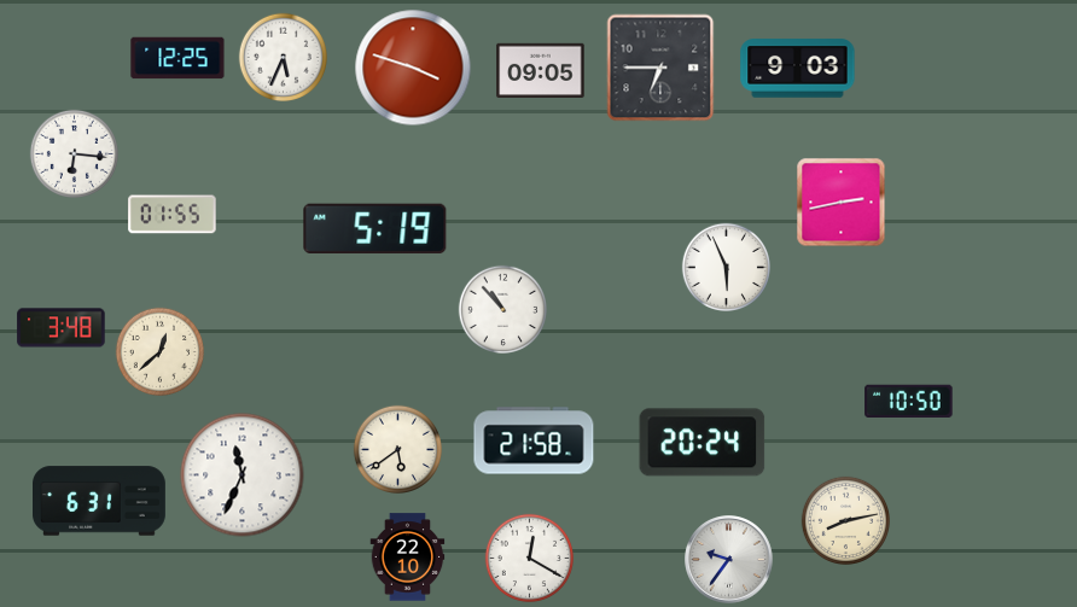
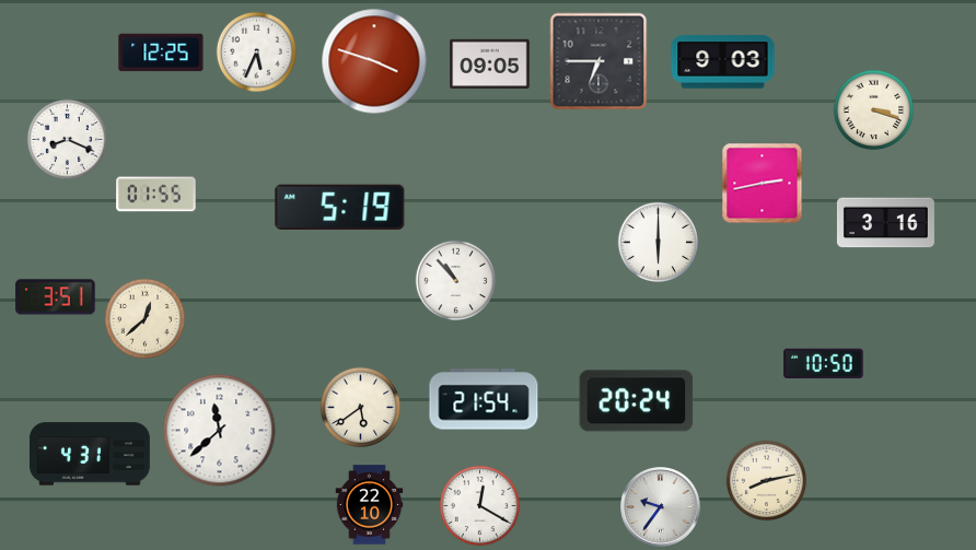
clock at (873, 109): none -> 3:18
clock at (74, 153): 6:16 -> 8:19
clock at (885, 223): none -> 3:16
clock at (726, 267): 5:56 -> 6:00
clock at (62, 328): 3:48 -> 3:51
clock at (534, 440): 21:58 -> 21:54
clock at (243, 475): 11:34 -> 11:38
clock at (100, 501): 6:31 -> 4:31
clock at (845, 520) position: (845, 520) -> (766, 480)
